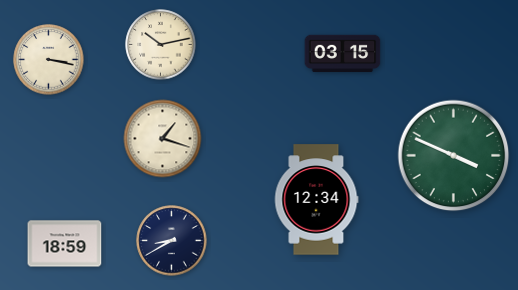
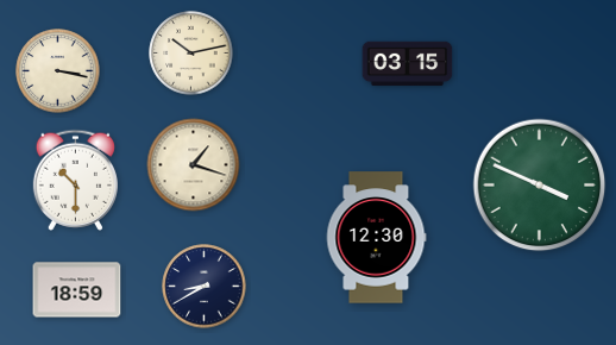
clock at (75, 180): none -> 10:30
clock at (316, 200): 12:34 -> 12:30
